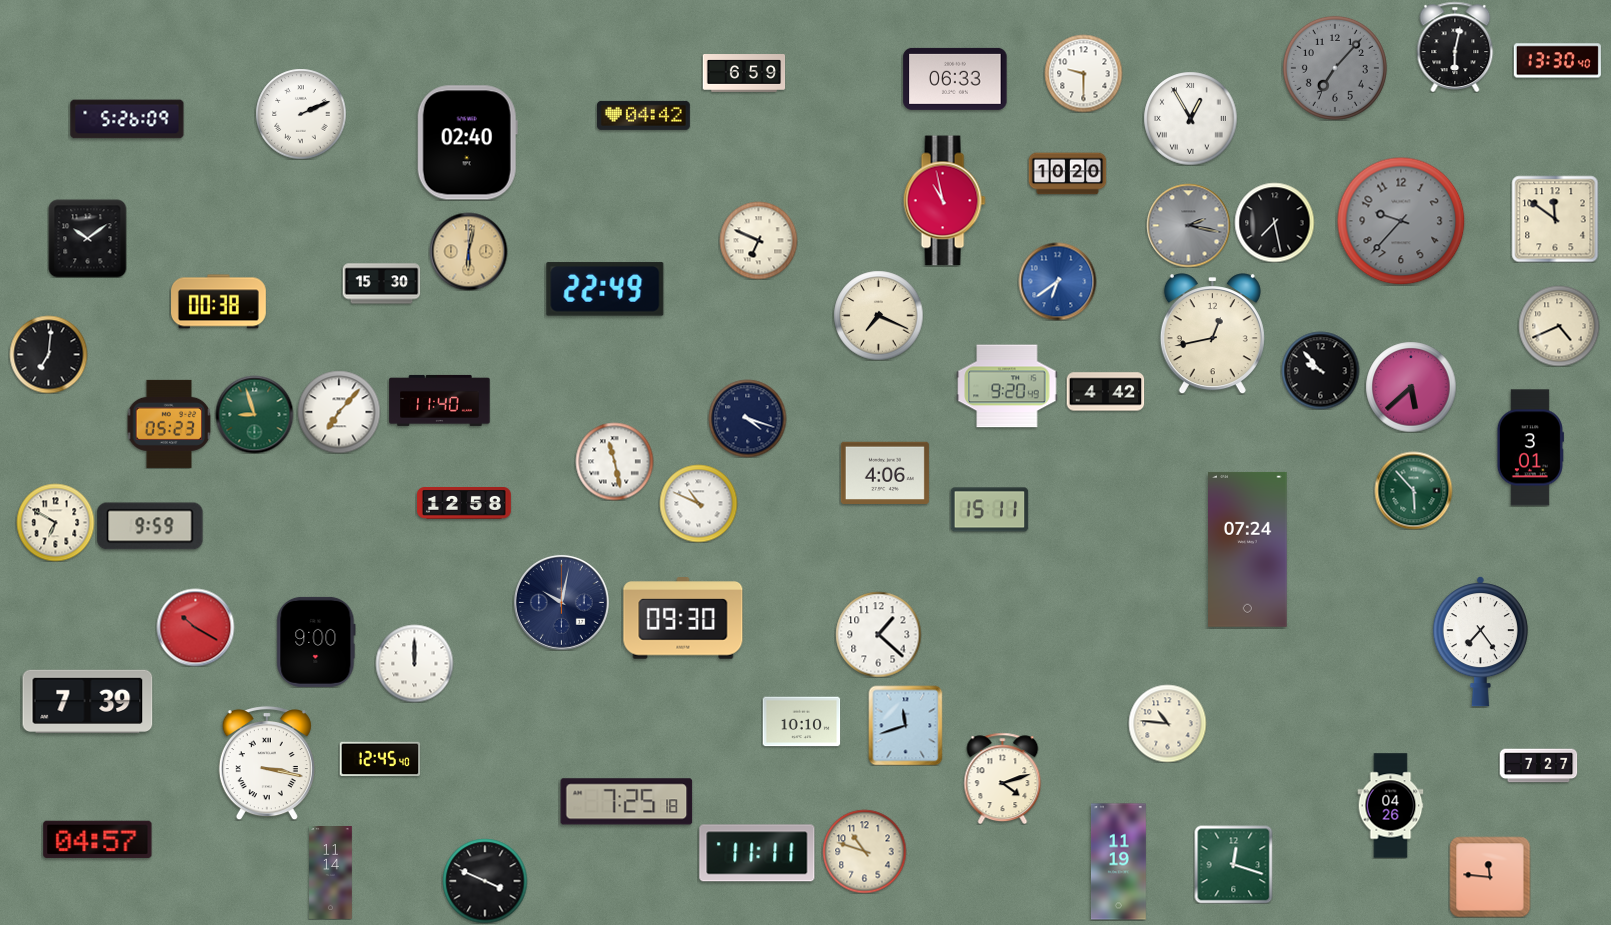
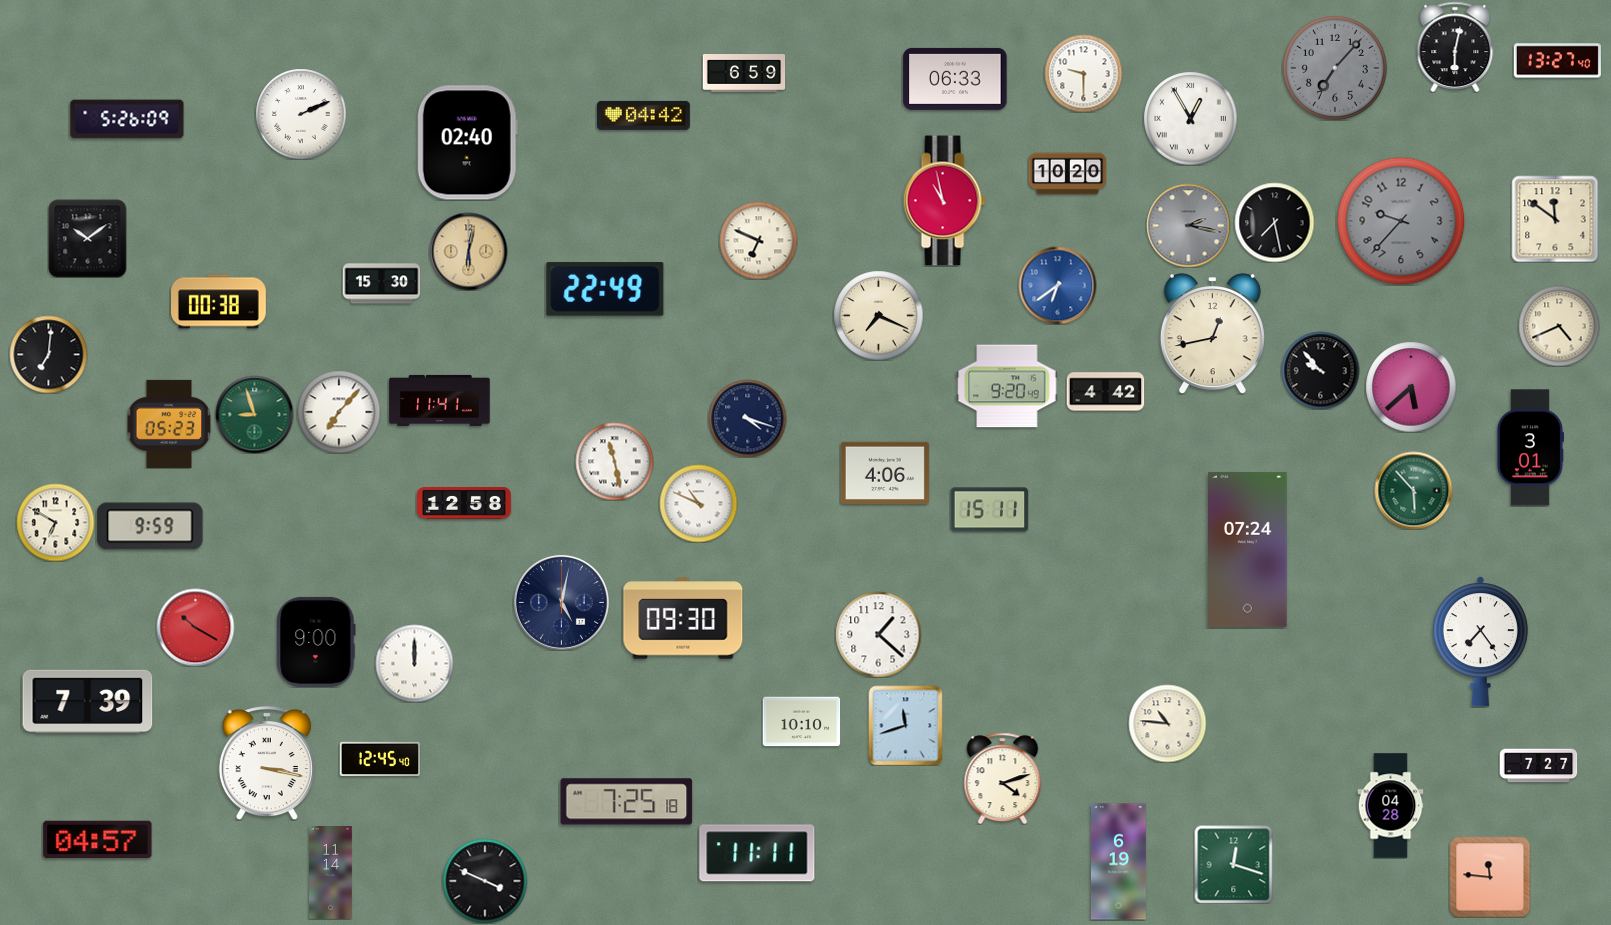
clock at (1557, 61): 13:30 -> 13:27
clock at (1057, 281) position: (1057, 281) -> (1057, 285)
clock at (440, 400): 11:40 -> 11:41
clock at (561, 602): 10:02 -> 5:02
clock at (1391, 806): 04:26 -> 04:28
clock at (864, 851): 10:48 -> none
clock at (1119, 862): 11:19 -> 6:19
